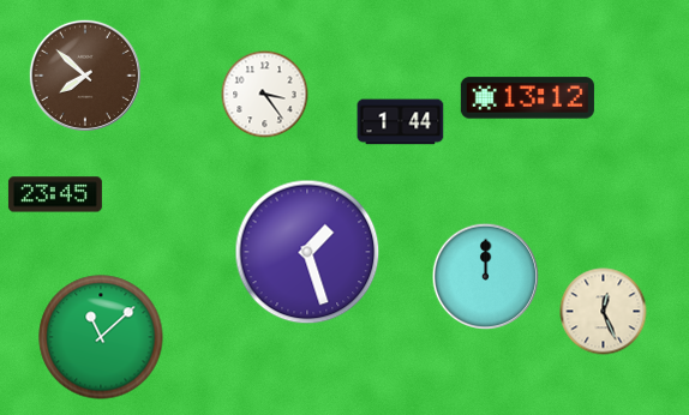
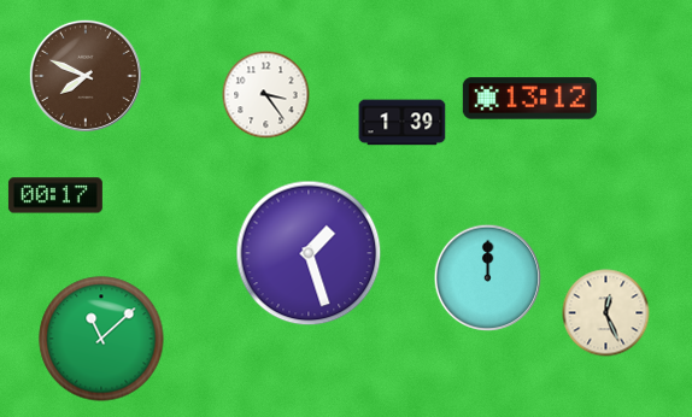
clock at (85, 76): 7:52 -> 7:49
clock at (401, 122): 1:44 -> 1:39
clock at (55, 194): 23:45 -> 00:17
